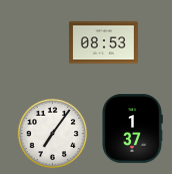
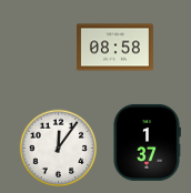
clock at (103, 43): 08:53 -> 08:58
clock at (53, 134): 7:06 -> 12:06
